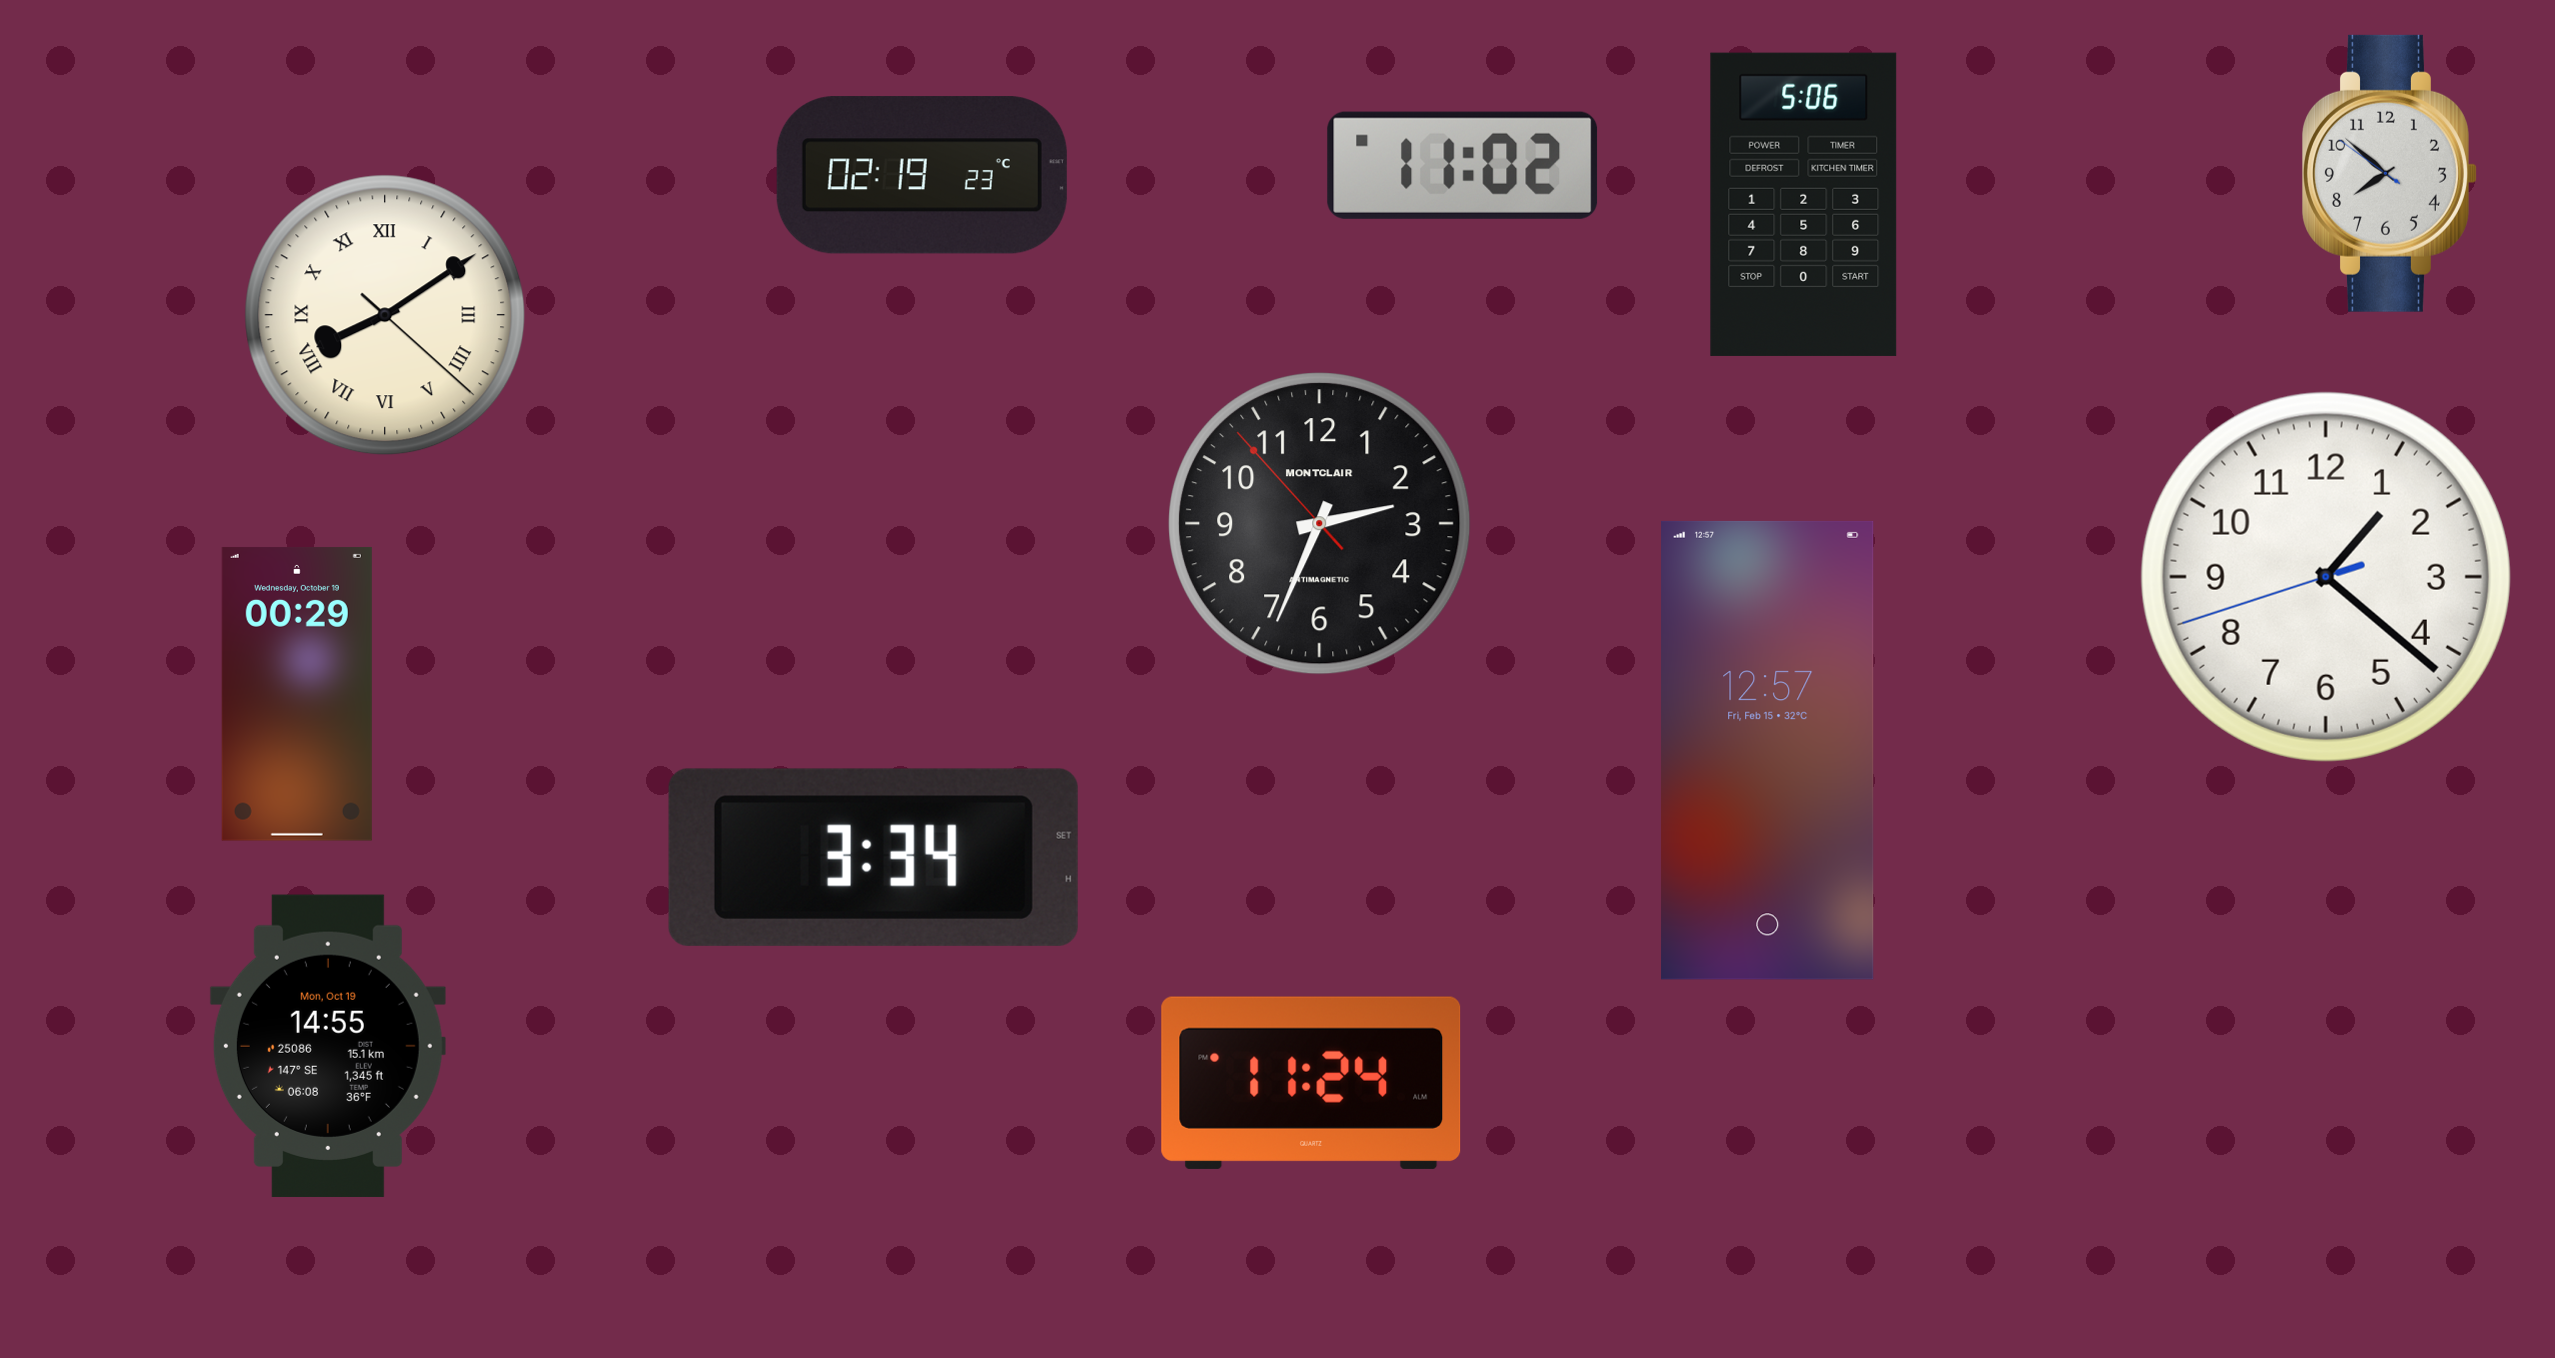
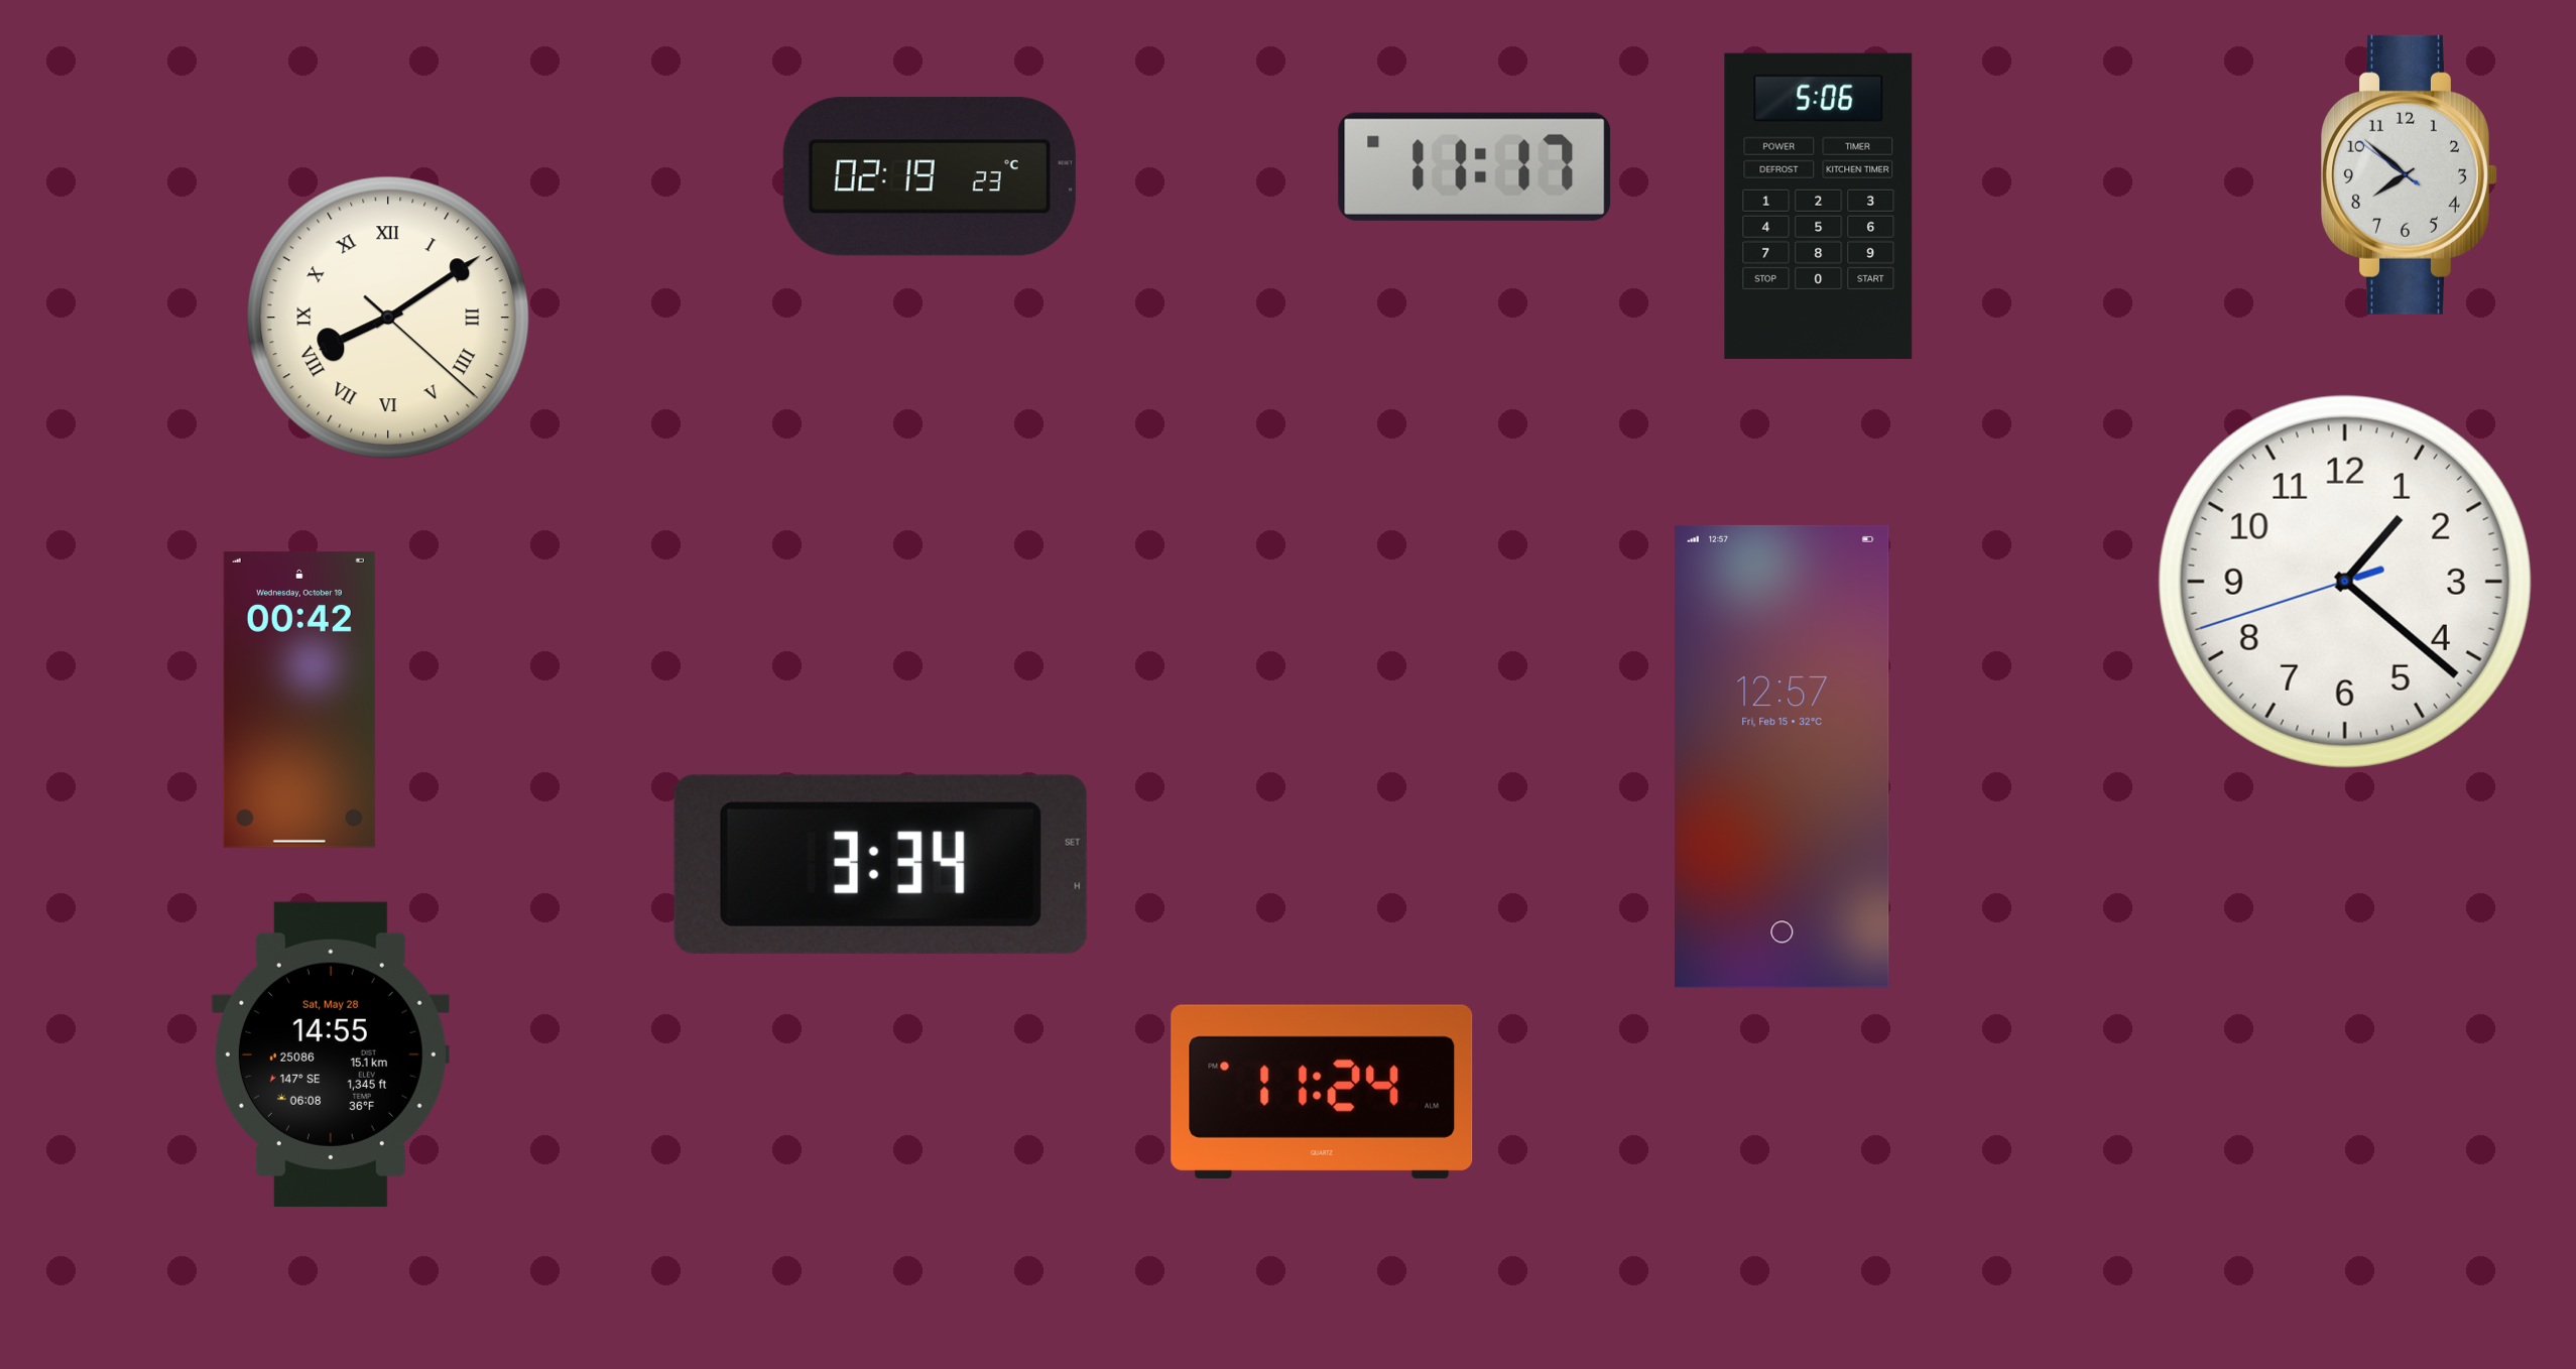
clock at (1463, 165): 11:02 -> 11:17
clock at (1320, 524): 2:33 -> none
clock at (297, 694): 00:29 -> 00:42
clock at (328, 1046) date: Mon, Oct 19 -> Sat, May 28
